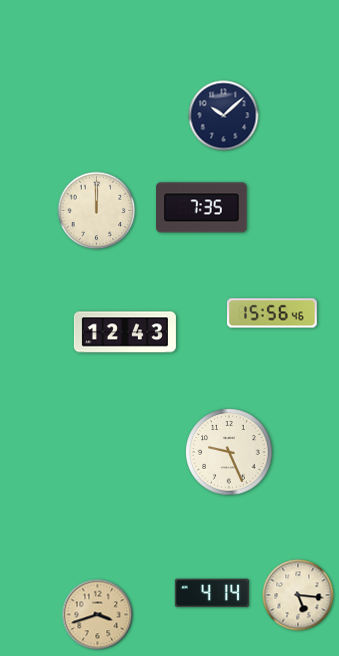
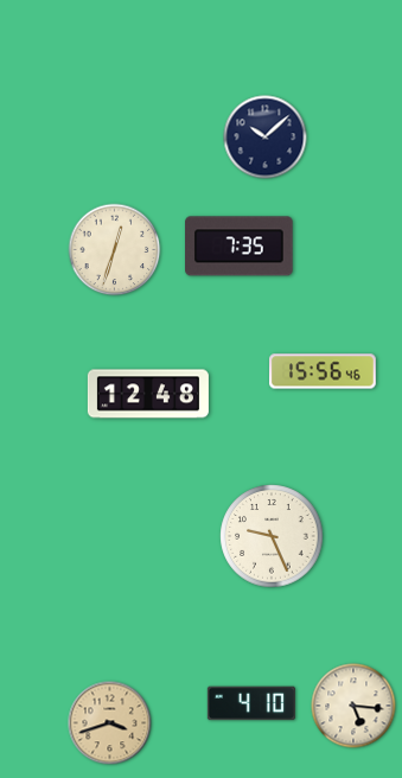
clock at (97, 211): 12:00 -> 12:33
clock at (125, 332): 12:43 -> 12:48
clock at (212, 593): 4:14 -> 4:10
clock at (98, 615) position: (98, 615) -> (110, 723)
